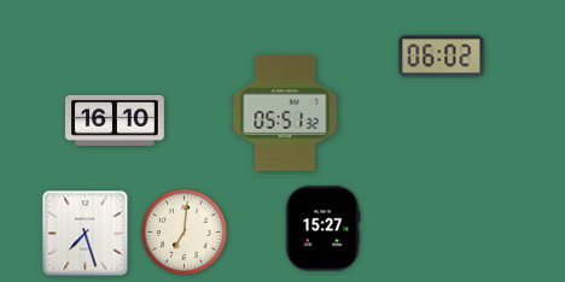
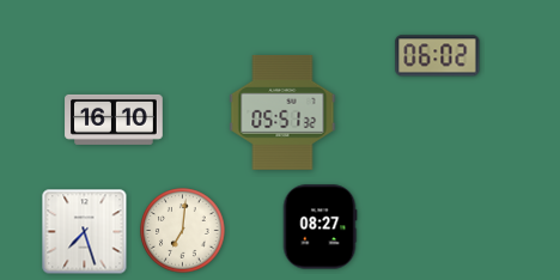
clock at (322, 229): 15:27 -> 08:27
